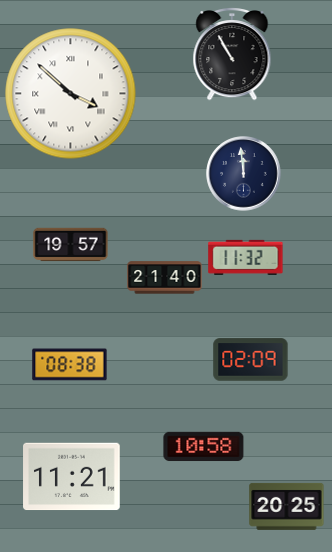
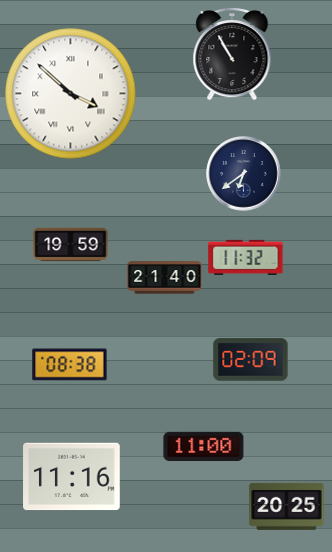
clock at (244, 174): 11:59 -> 6:39
clock at (71, 245): 19:57 -> 19:59
clock at (204, 447): 10:58 -> 11:00
clock at (72, 477): 11:21 -> 11:16
